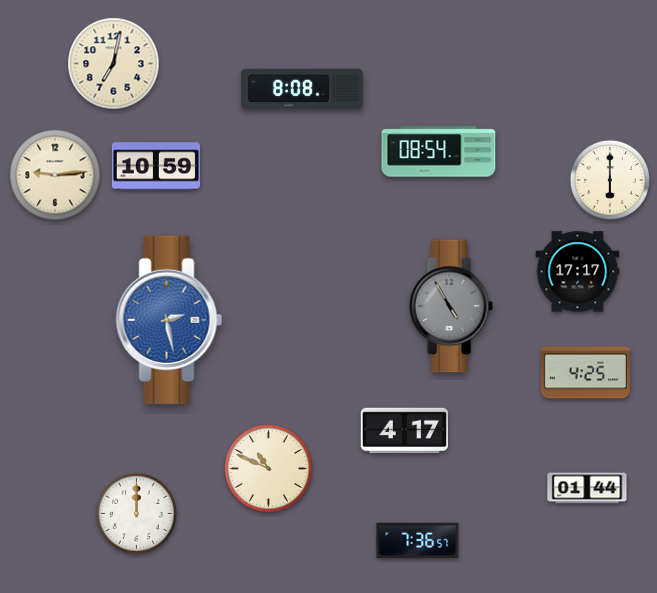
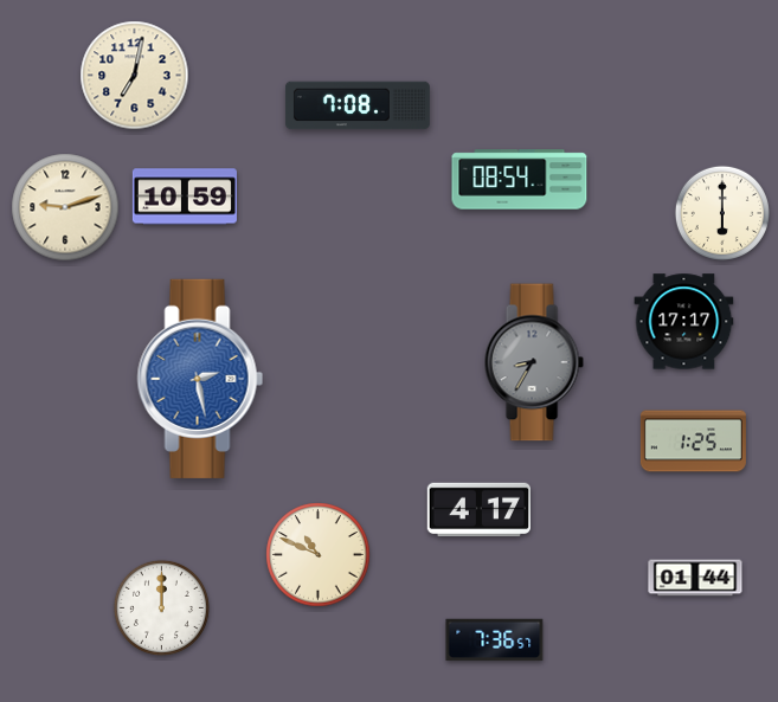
clock at (302, 89): 8:08 -> 7:08
clock at (55, 175): 9:14 -> 9:12
clock at (451, 306): 4:55 -> 8:35
clock at (585, 373): 4:25 -> 1:25
